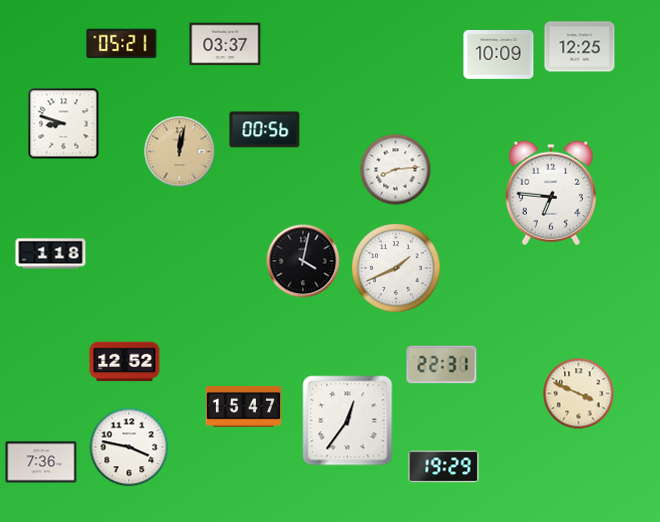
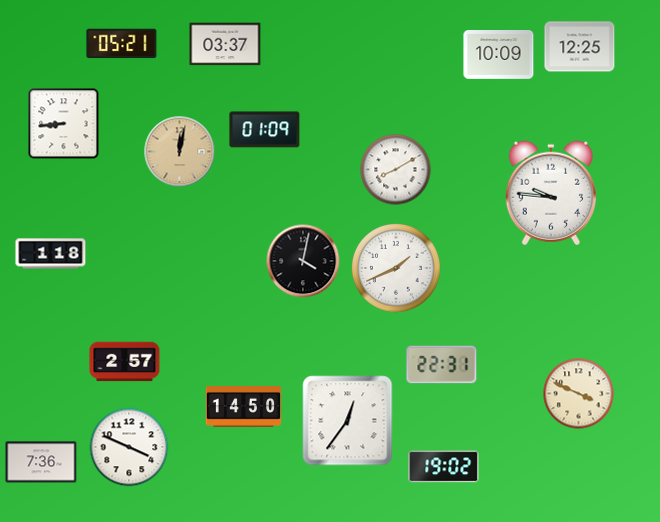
clock at (64, 124): 8:48 -> 8:44
clock at (265, 130): 00:56 -> 01:09
clock at (396, 170): 8:14 -> 8:10
clock at (551, 193): 6:46 -> 9:46
clock at (125, 362): 12:52 -> 2:57
clock at (244, 407): 15:47 -> 14:50
clock at (129, 447): 3:47 -> 3:49
clock at (444, 467): 19:29 -> 19:02
